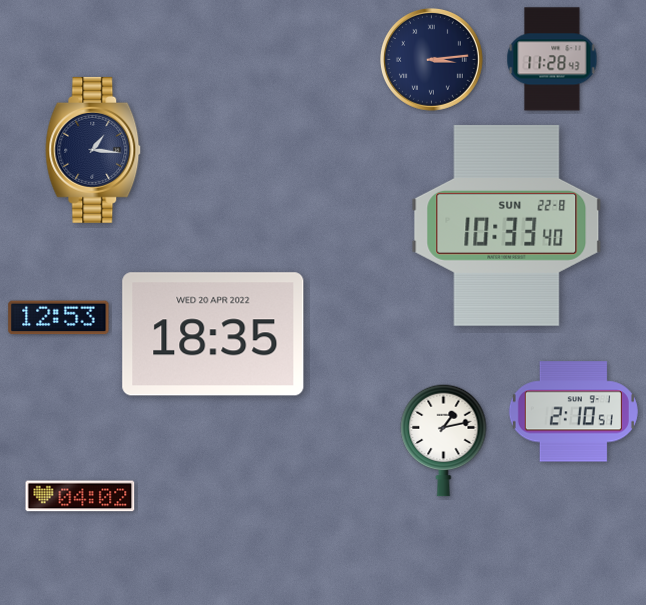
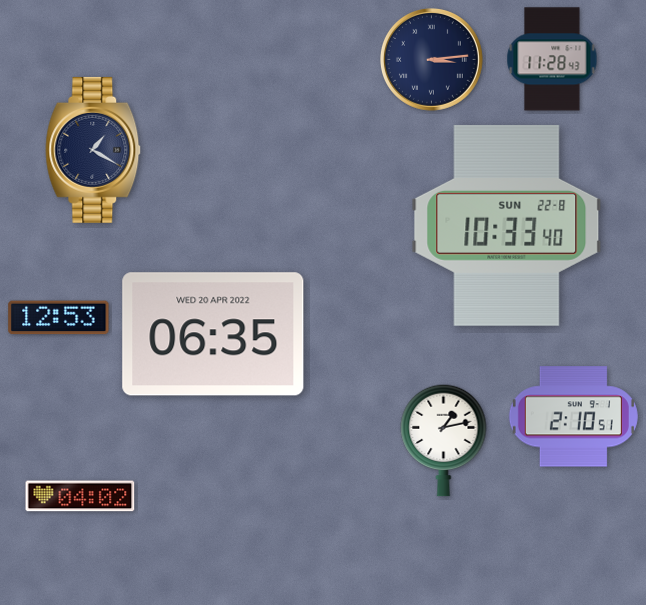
clock at (93, 150): 1:16 -> 1:20
clock at (213, 334): 18:35 -> 06:35
clock at (573, 412) position: (573, 412) -> (573, 417)
